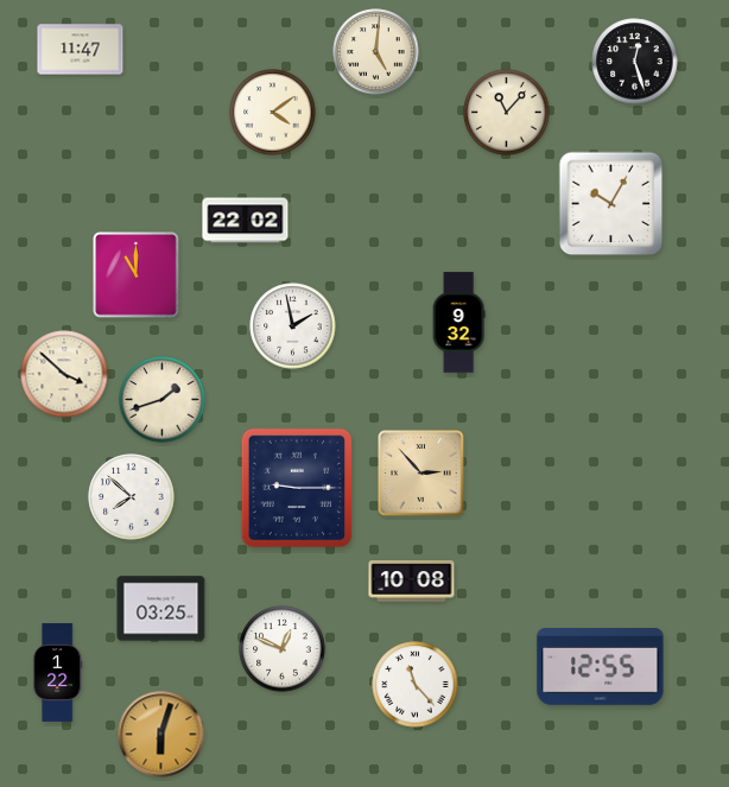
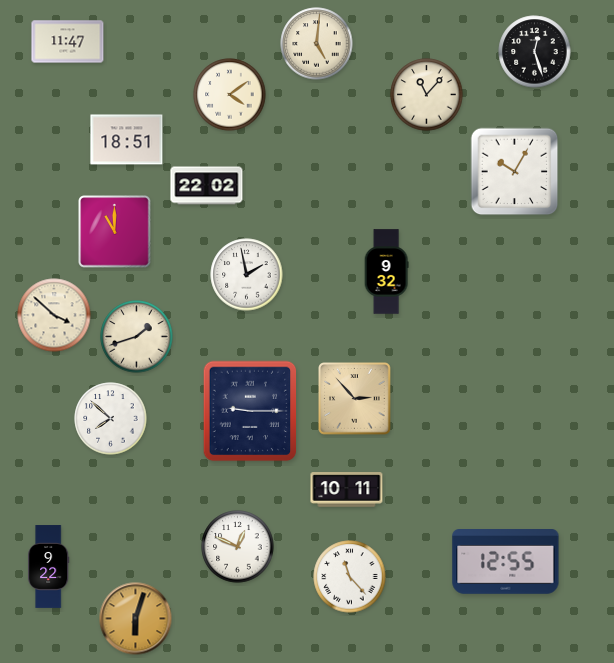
clock at (127, 140): none -> 18:51
clock at (412, 582): 10:08 -> 10:11
clock at (161, 609): 03:25 -> none
clock at (58, 673): 1:22 -> 9:22
